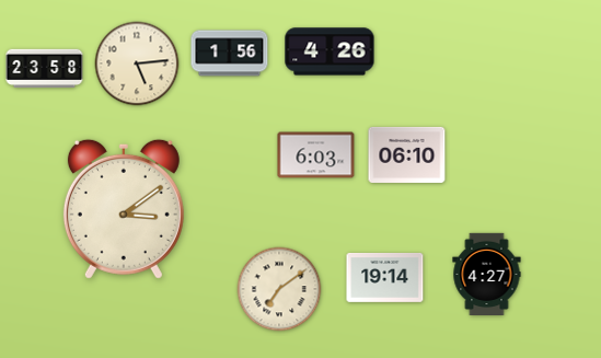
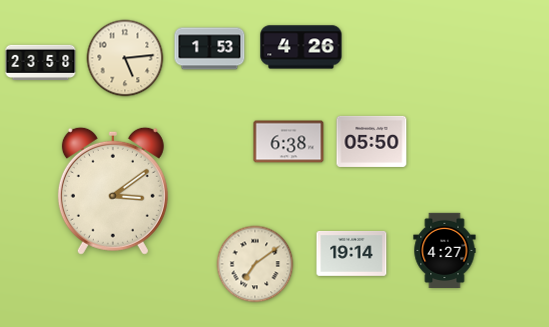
clock at (230, 54): 1:56 -> 1:53
clock at (407, 154): 06:10 -> 05:50
clock at (316, 155): 6:03 -> 6:38
